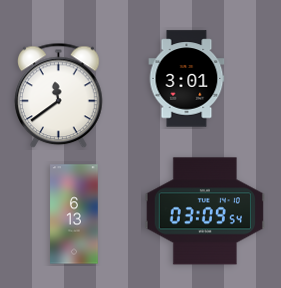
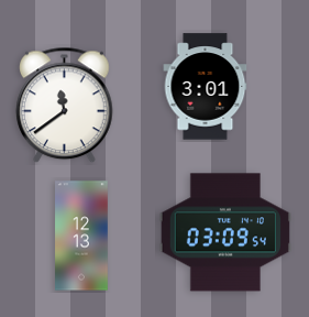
clock at (74, 214): 6:13 -> 12:13
